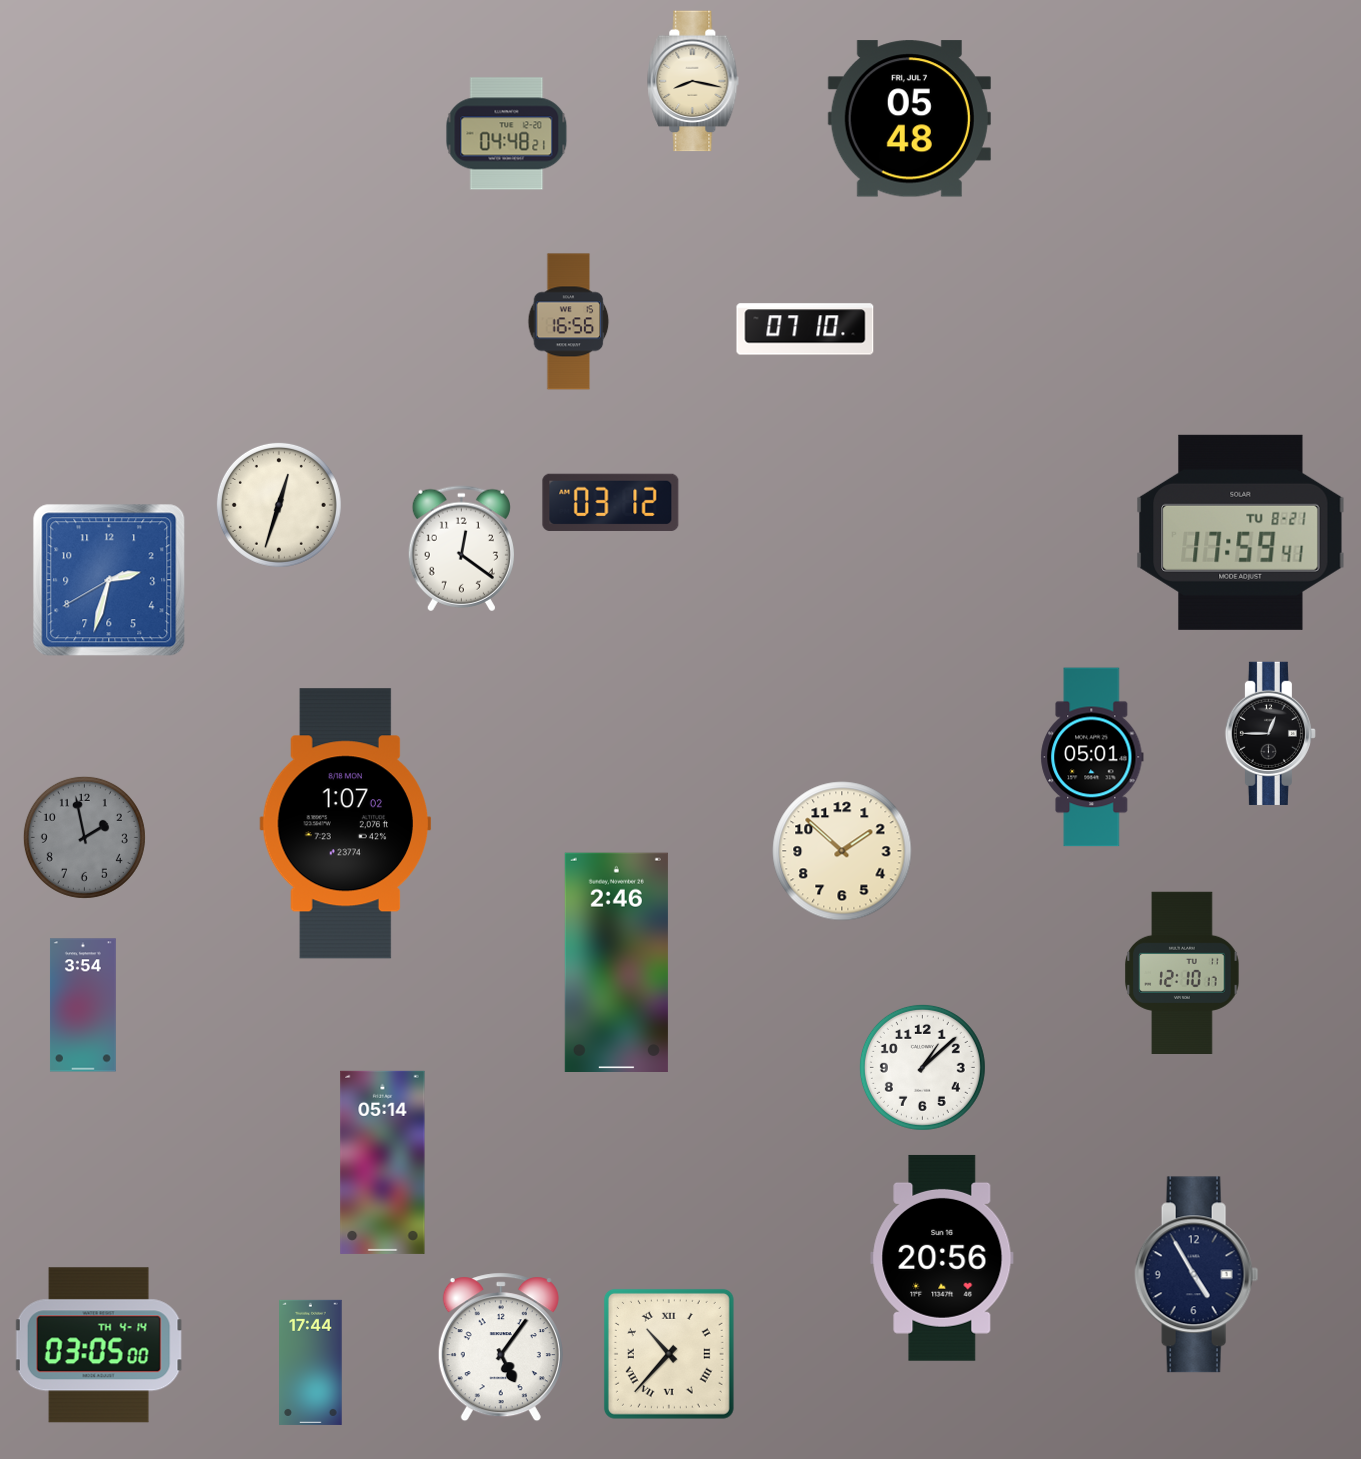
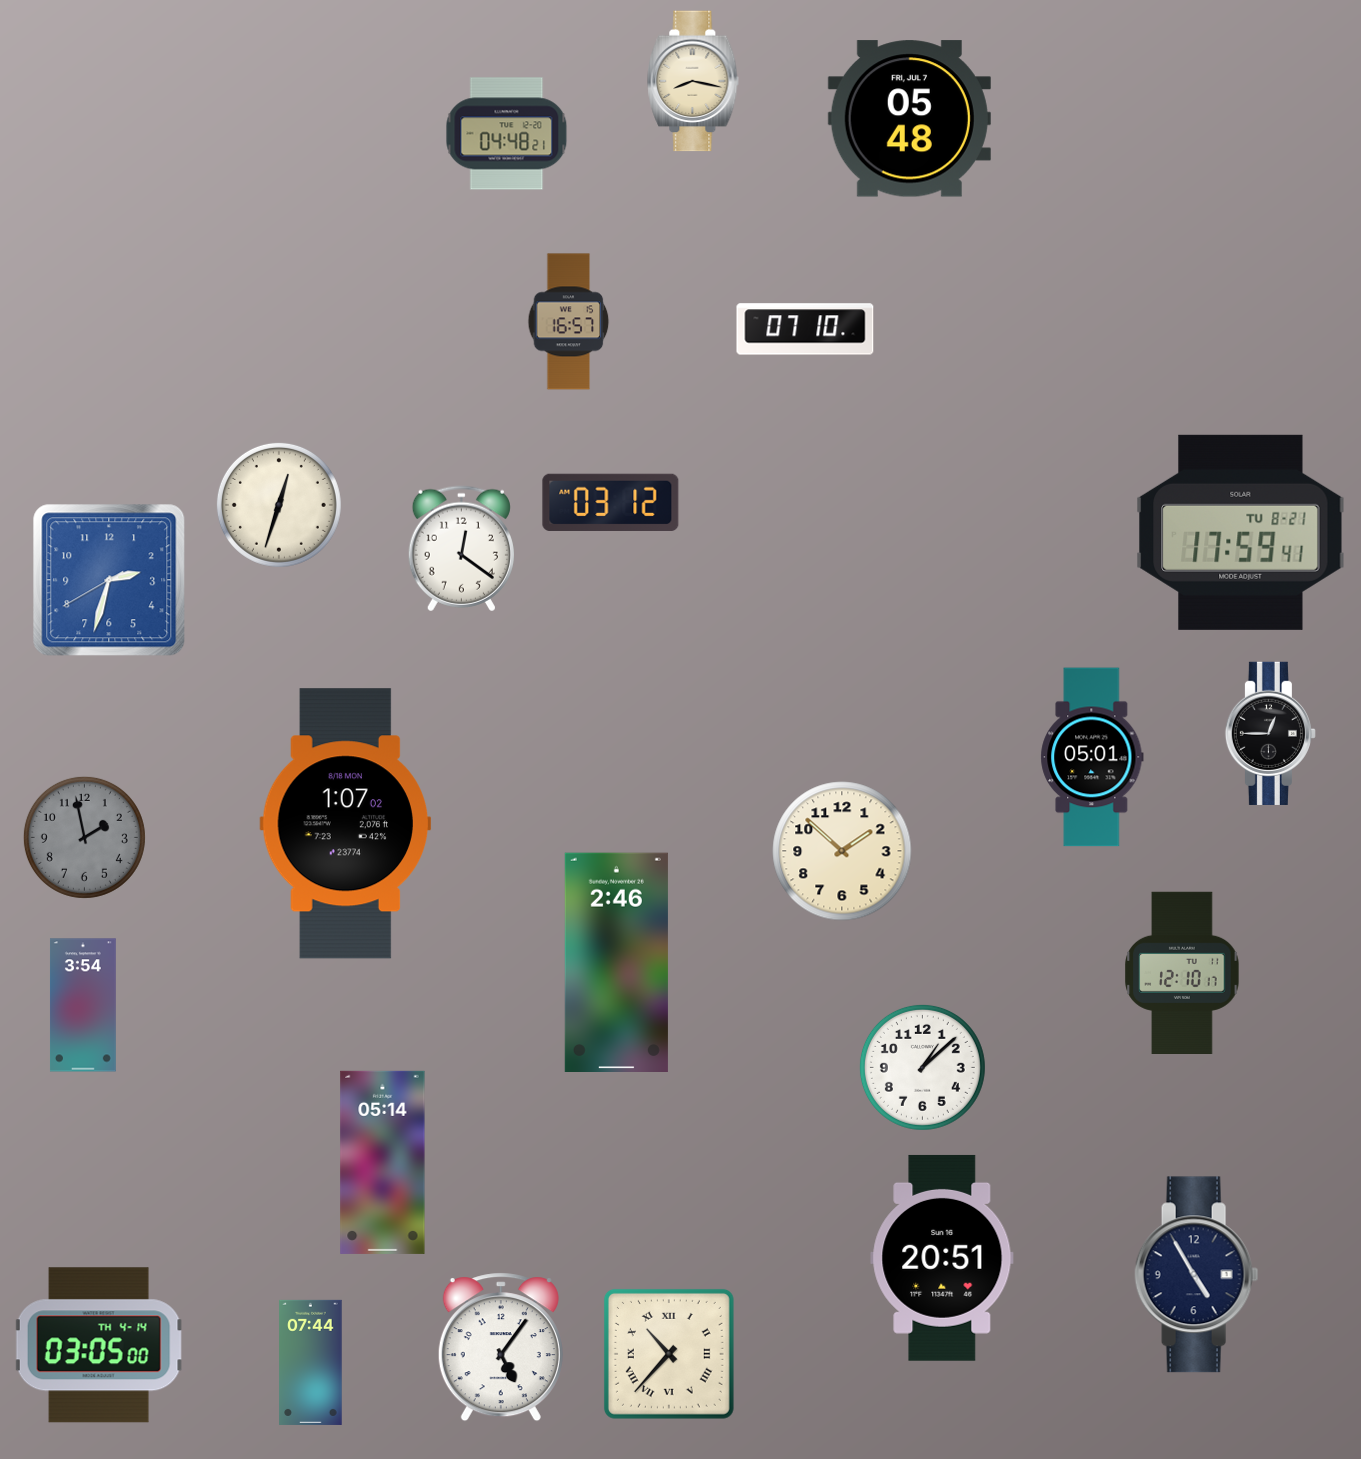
clock at (569, 322): 16:56 -> 16:57
clock at (942, 1258): 20:56 -> 20:51
clock at (311, 1362): 17:44 -> 07:44
